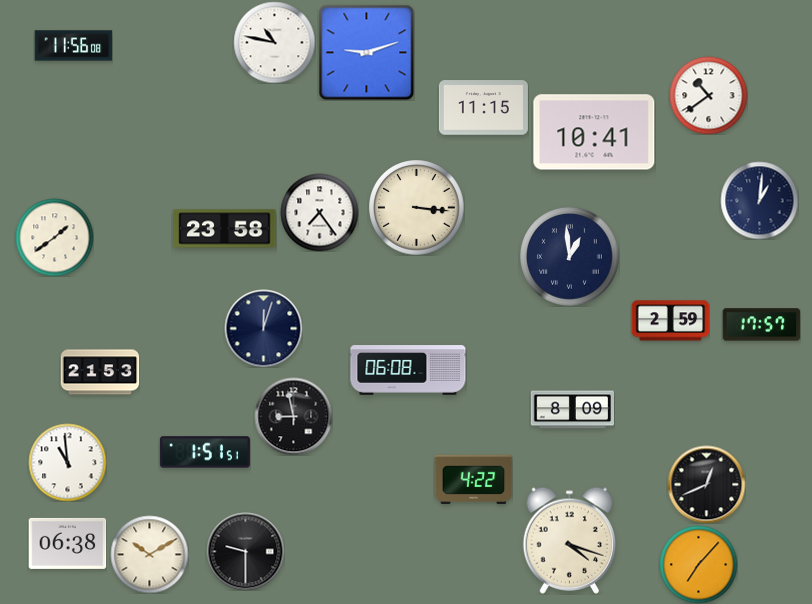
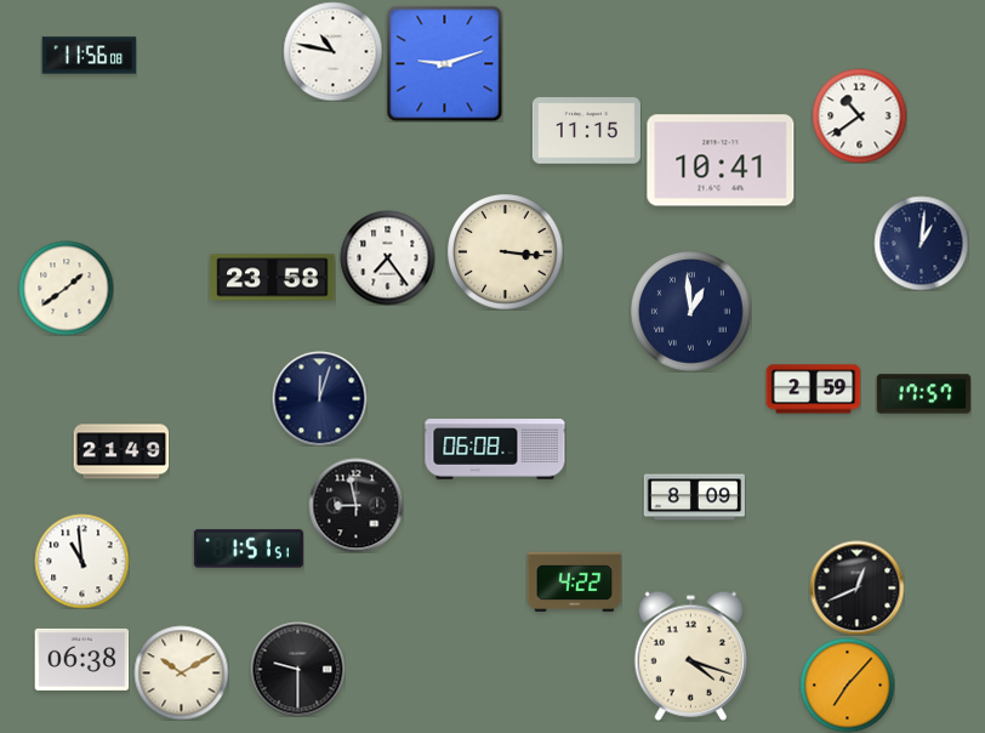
clock at (100, 372): 21:53 -> 21:49
